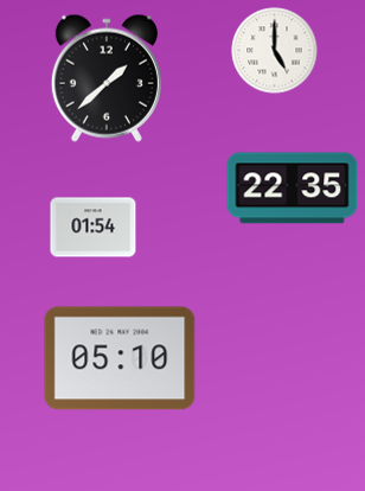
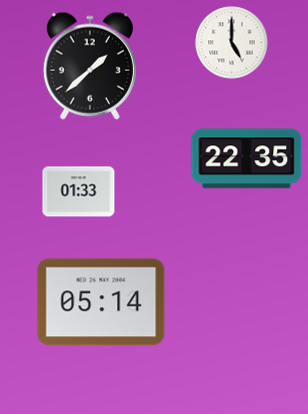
clock at (94, 228): 01:54 -> 01:33
clock at (120, 358): 05:10 -> 05:14
